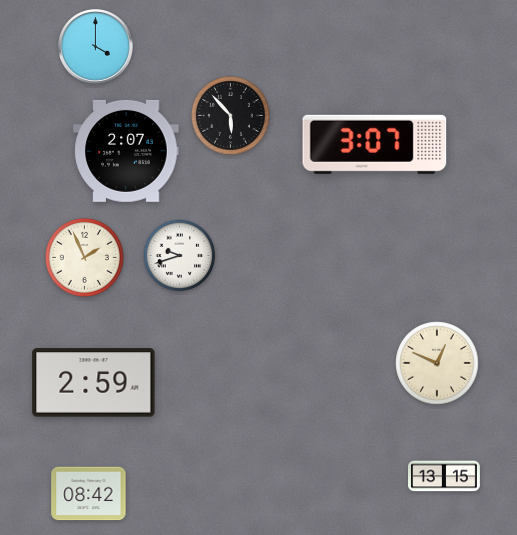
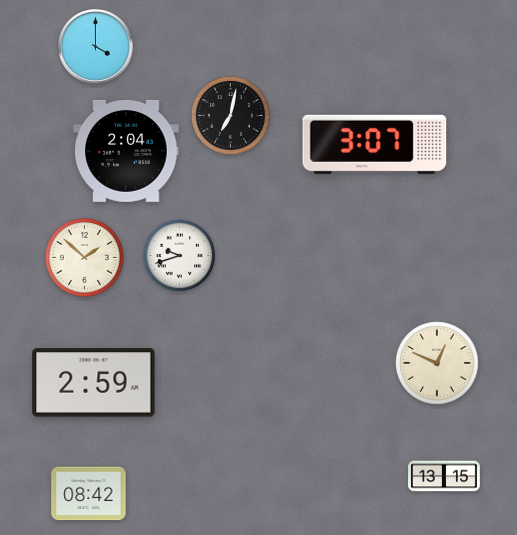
clock at (230, 115): 5:53 -> 7:02
clock at (126, 151): 2:07 -> 2:04
clock at (84, 257): 1:56 -> 1:52
